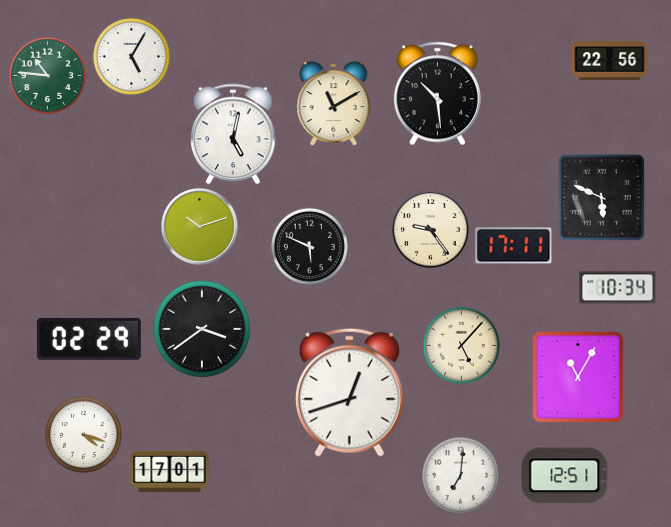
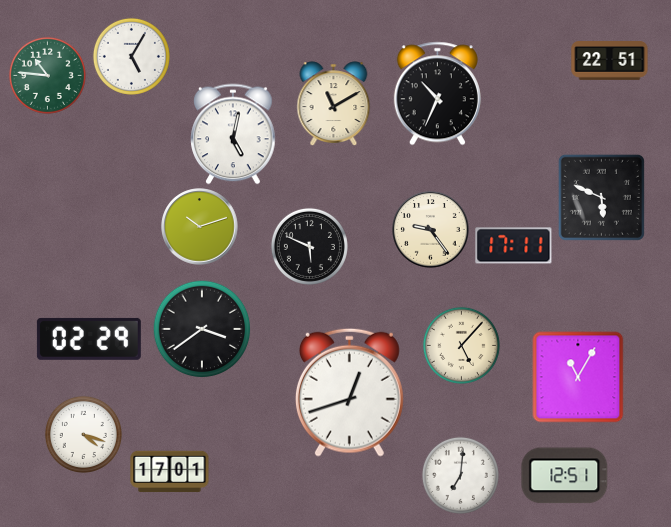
clock at (610, 61): 22:56 -> 22:51
clock at (437, 94): 10:29 -> 10:34
clock at (618, 288): 10:34 -> none
